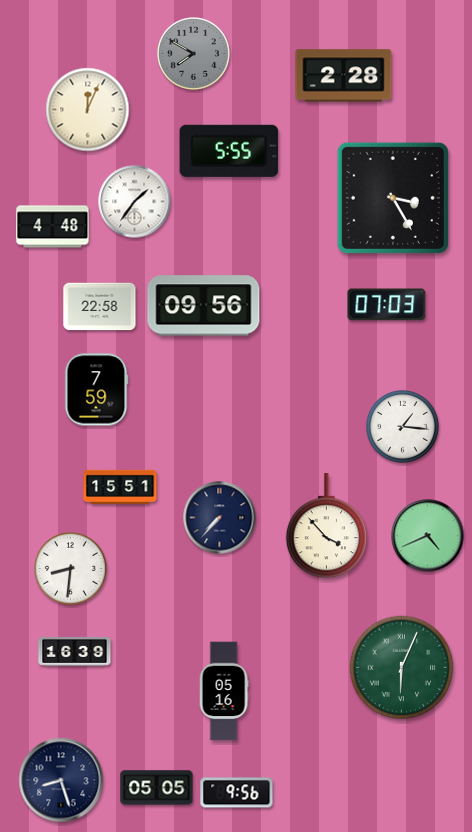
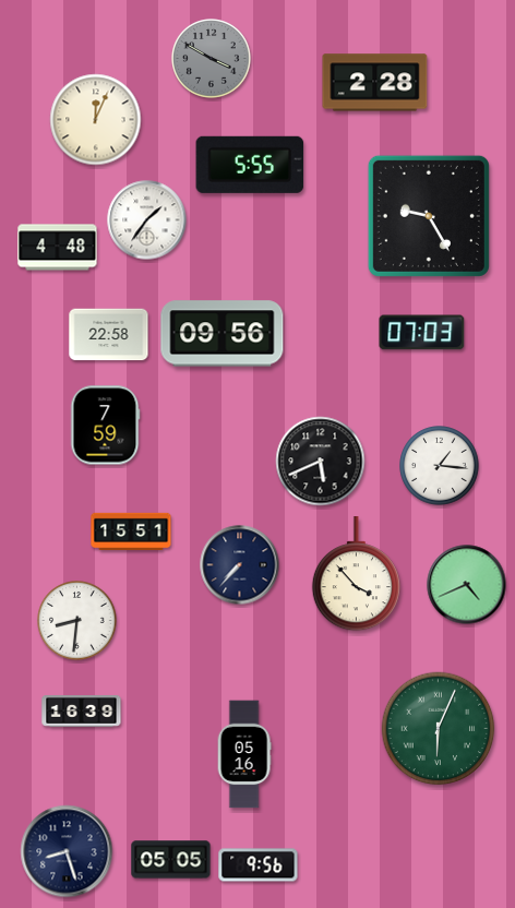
clock at (194, 54): 7:50 -> 3:50
clock at (393, 198): 3:25 -> 9:25
clock at (321, 462): none -> 5:41
